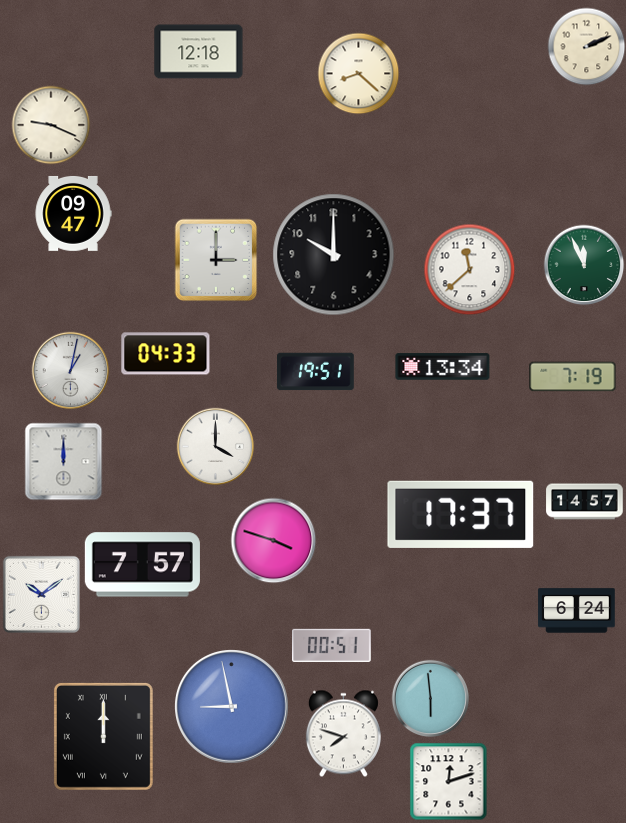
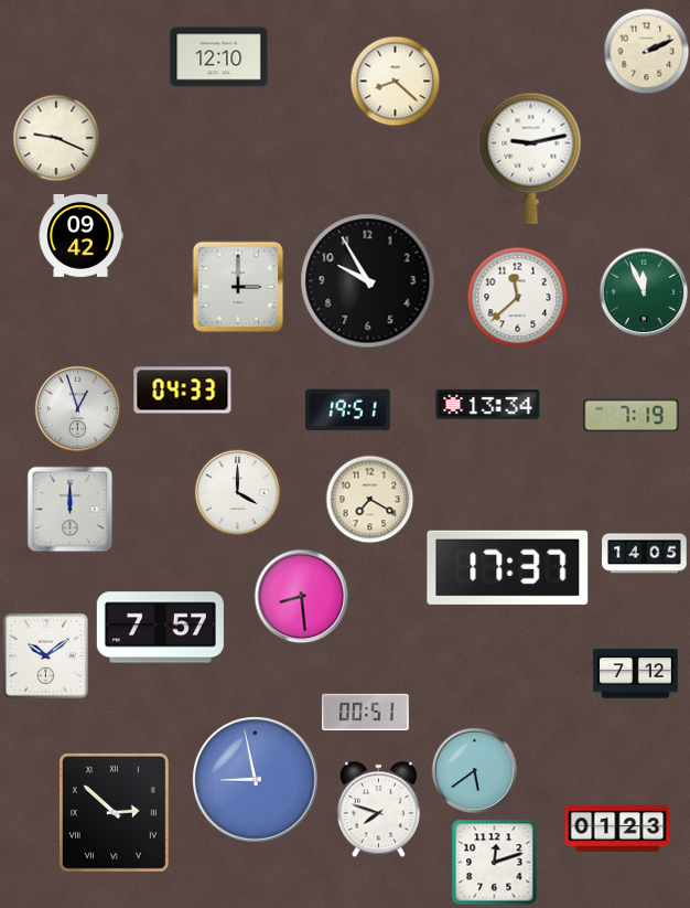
clock at (199, 52): 12:18 -> 12:10
clock at (531, 158): none -> 9:13
clock at (73, 214): 09:47 -> 09:42
clock at (334, 255): 10:00 -> 9:55
clock at (70, 370): 1:02 -> 12:57
clock at (369, 499): none -> 7:20
clock at (585, 502): 14:57 -> 14:05
clock at (273, 540): 3:48 -> 8:29
clock at (142, 565) position: (142, 565) -> (160, 628)
clock at (577, 611): 6:24 -> 7:12
clock at (430, 698): 5:59 -> 5:39
clock at (103, 736): 12:00 -> 2:52
clock at (617, 829): none -> 01:23
